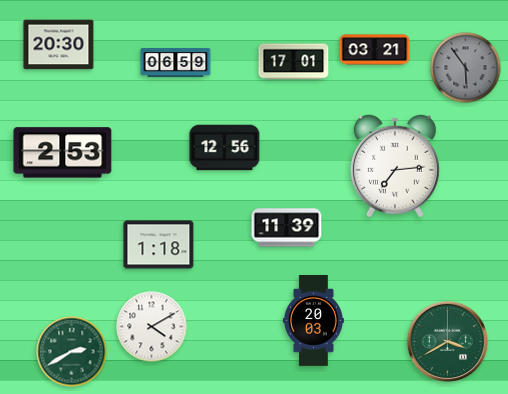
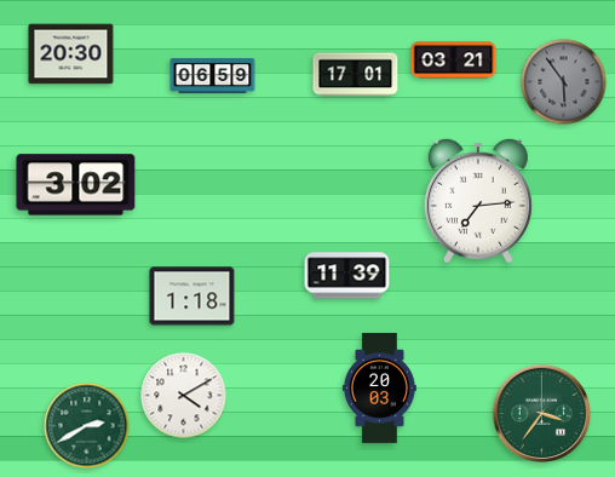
clock at (225, 148): 12:56 -> none
clock at (63, 153): 2:53 -> 3:02
clock at (447, 341): 3:40 -> 3:36
